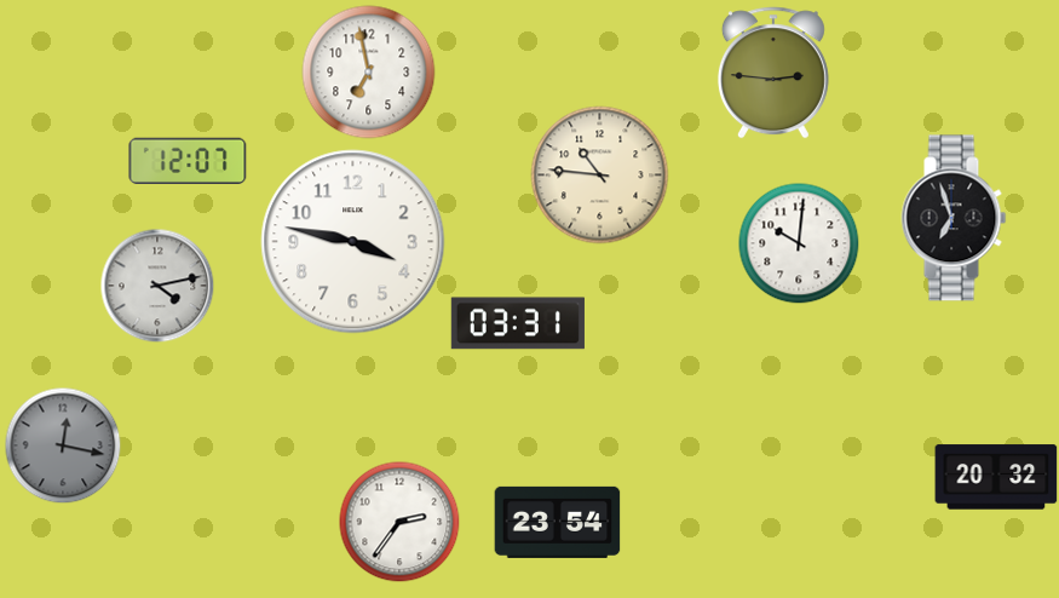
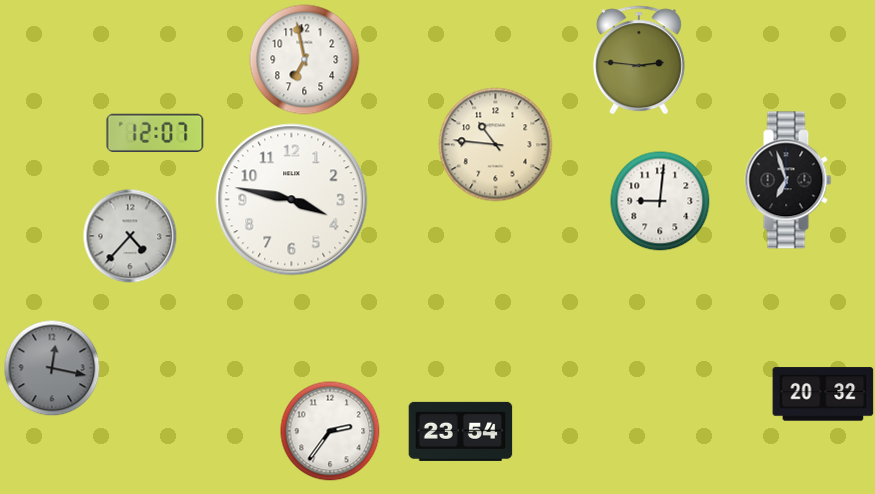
clock at (799, 243): 10:01 -> 9:01
clock at (157, 286): 4:13 -> 4:37
clock at (518, 323): 03:31 -> none
